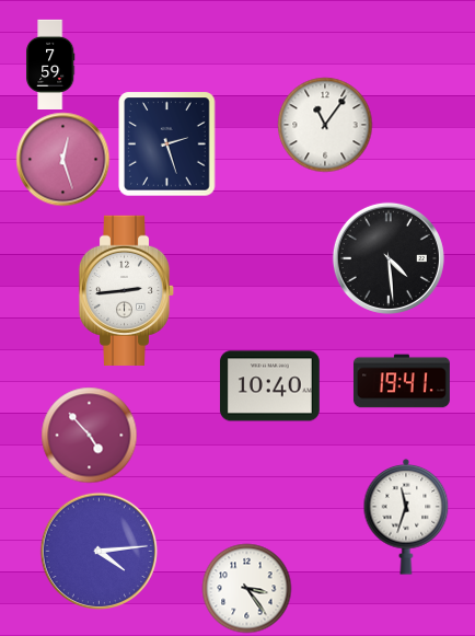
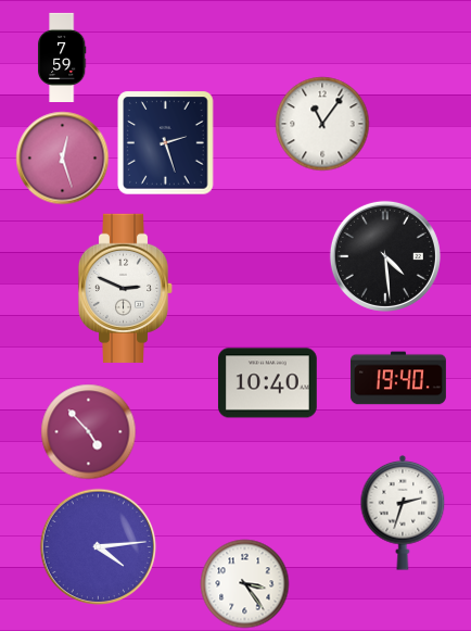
clock at (50, 63) position: (50, 63) -> (62, 56)
clock at (127, 290): 2:44 -> 2:49
clock at (402, 381): 19:41 -> 19:40
clock at (406, 518): 11:33 -> 2:33
